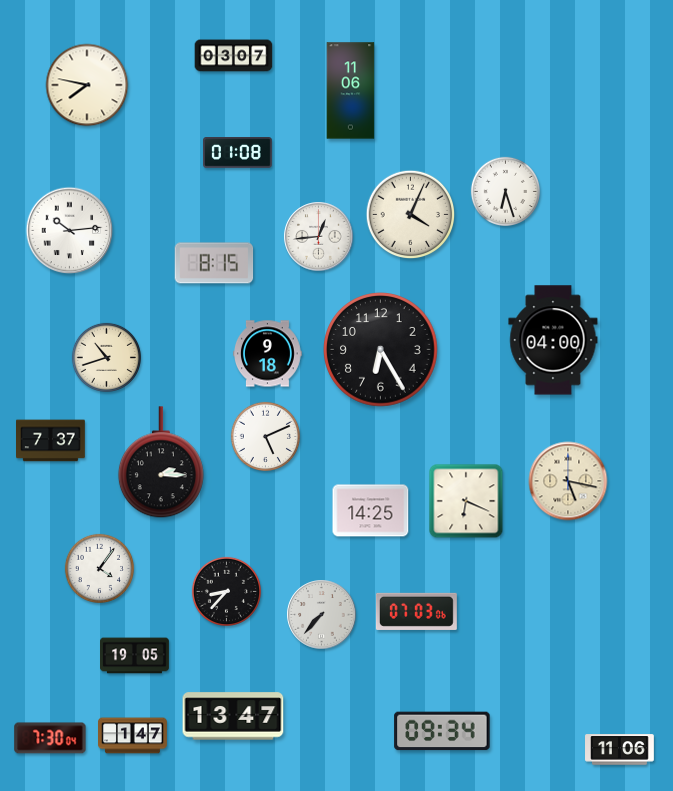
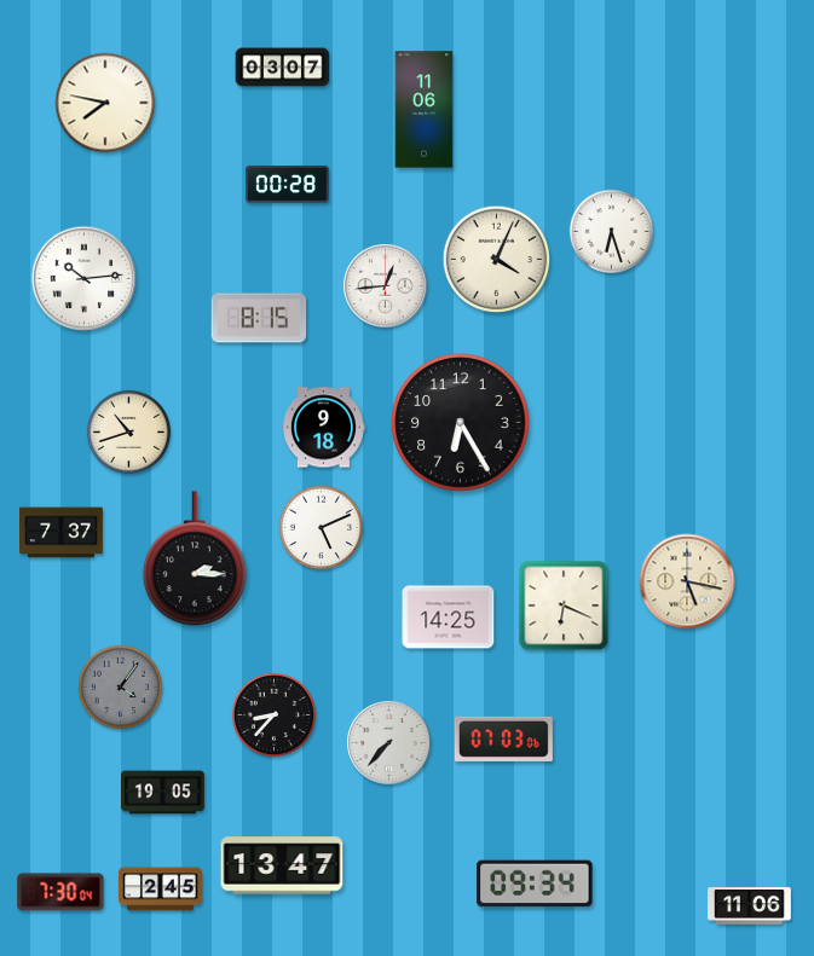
clock at (238, 153): 01:08 -> 00:28
clock at (553, 340): 04:00 -> none
clock at (99, 568) dial: white -> grey
clock at (133, 736): 1:47 -> 2:45
